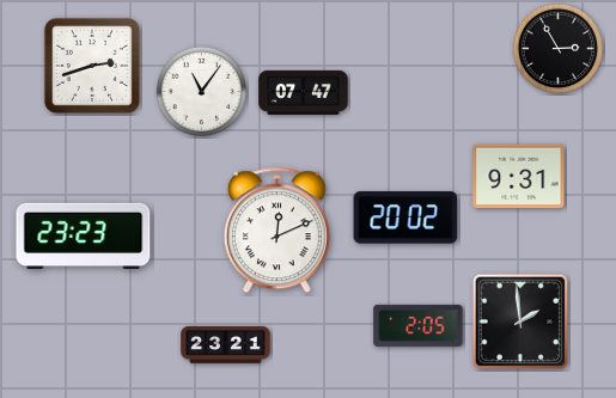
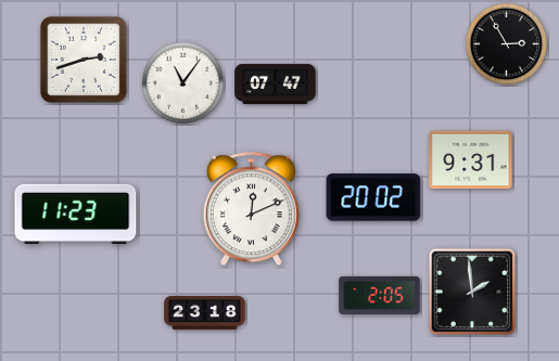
clock at (405, 218) position: (405, 218) -> (373, 197)
clock at (84, 235): 23:23 -> 11:23
clock at (226, 344): 23:21 -> 23:18
